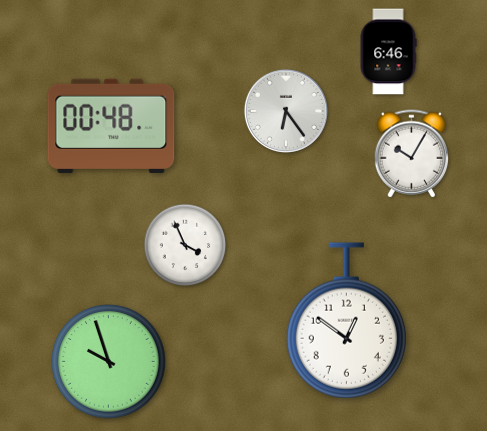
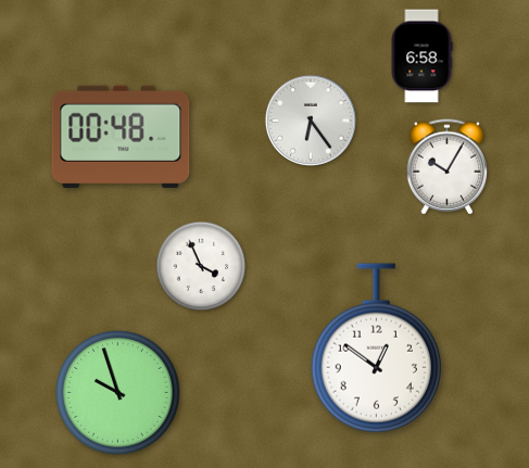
clock at (388, 52): 6:46 -> 6:58
